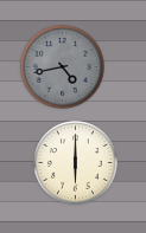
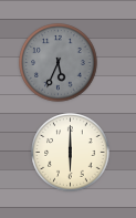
clock at (63, 67): 4:43 -> 5:34
